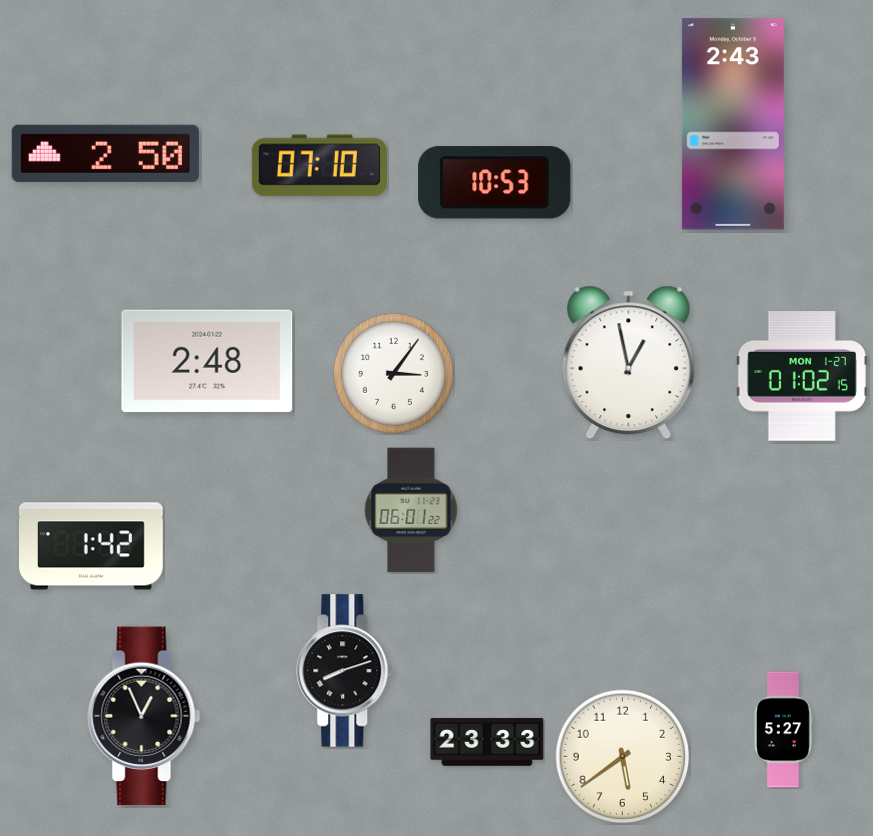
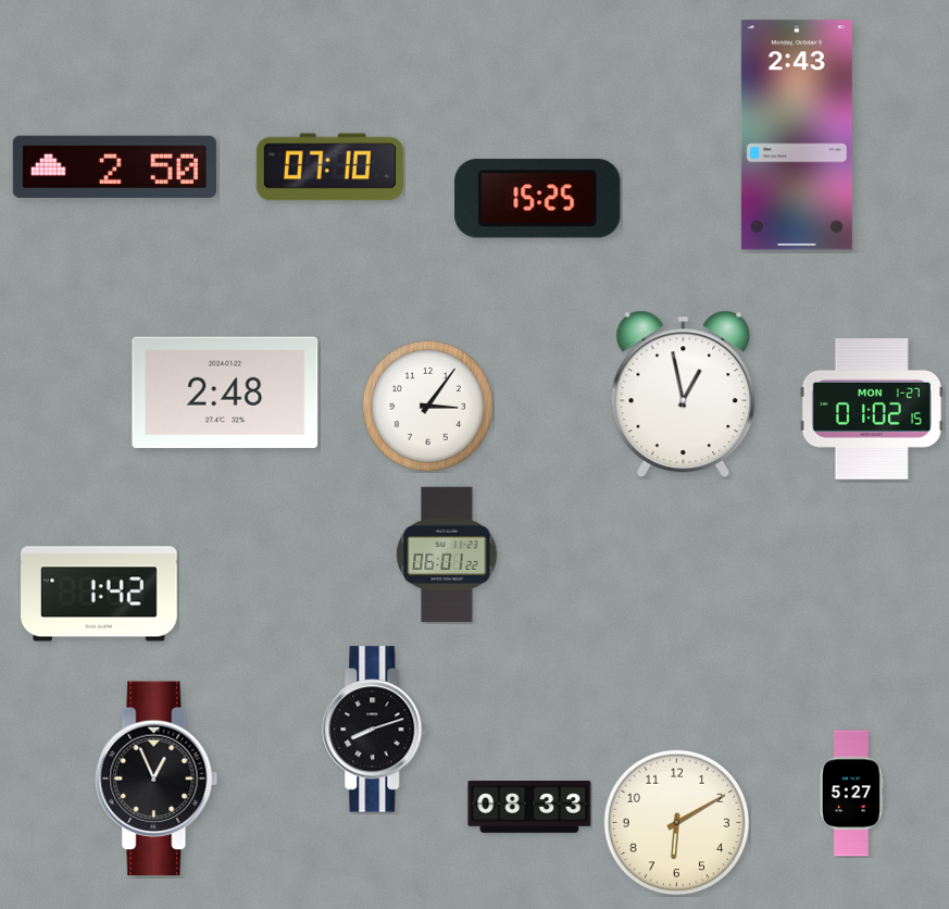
clock at (319, 166) position: (319, 166) -> (329, 167)
clock at (495, 183): 10:53 -> 15:25
clock at (487, 743): 23:33 -> 08:33
clock at (623, 757): 5:39 -> 6:10
